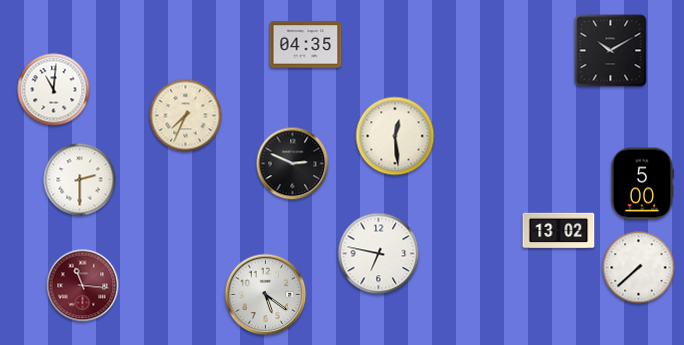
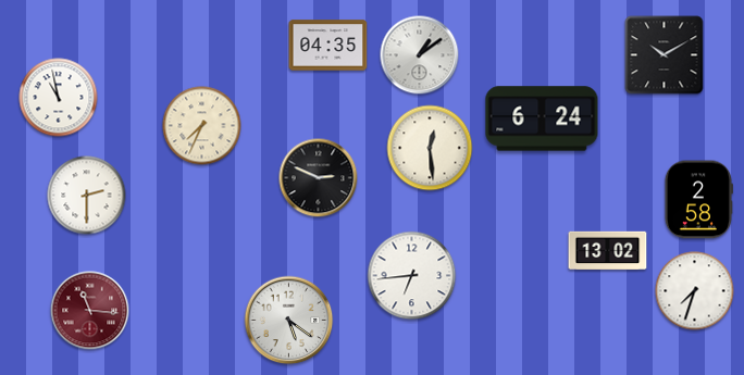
clock at (306, 45) position: (306, 45) -> (328, 46)
clock at (420, 55): none -> 1:09
clock at (54, 90): 11:01 -> 10:58
clock at (542, 118): none -> 6:24
clock at (642, 184): 5:00 -> 2:58
clock at (379, 254): 6:47 -> 6:44
clock at (639, 268): 7:38 -> 7:33
